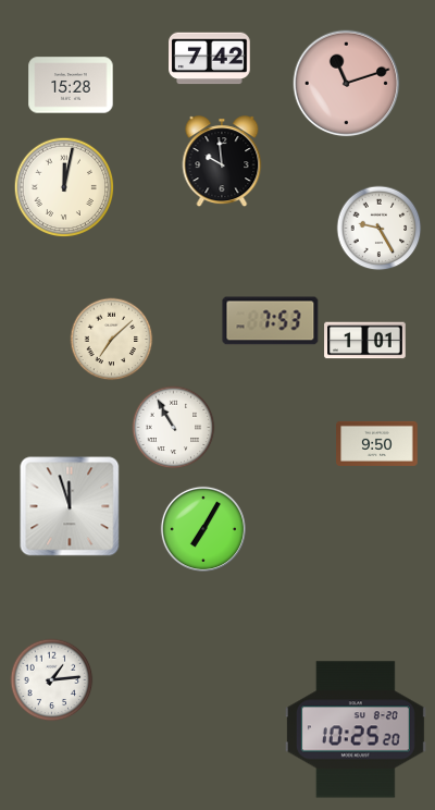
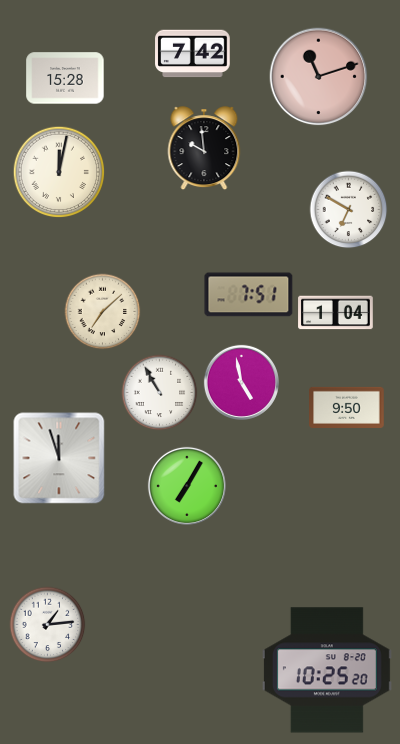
clock at (380, 229): 9:25 -> 6:50
clock at (271, 321): 7:53 -> 7:51
clock at (365, 341): 1:01 -> 1:04
clock at (241, 382): none -> 4:58
clock at (70, 506) position: (70, 506) -> (59, 458)
